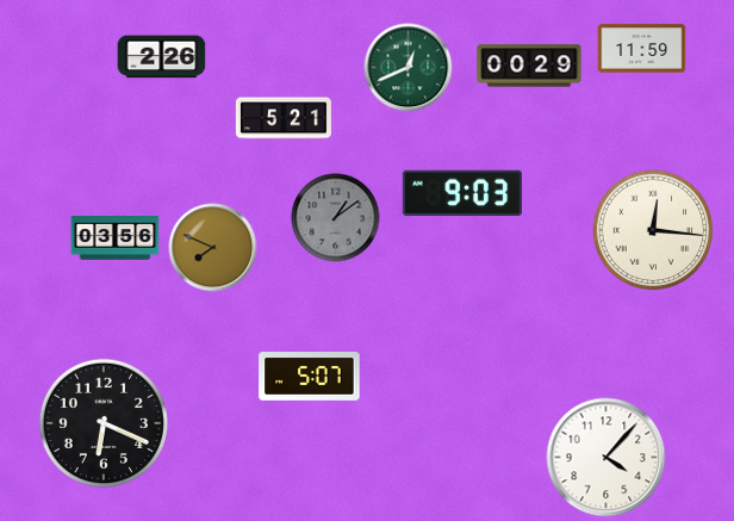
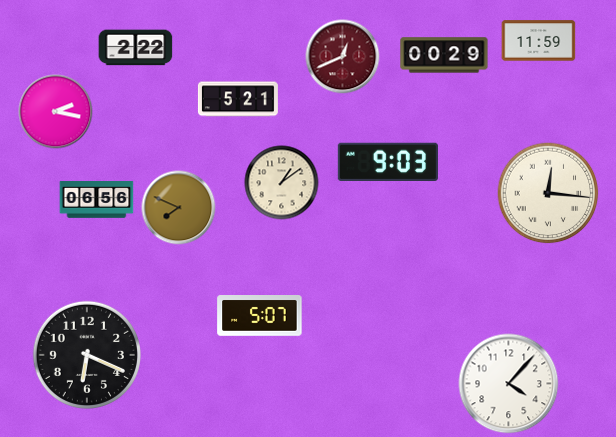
clock at (162, 57): 2:26 -> 2:22
clock at (409, 68) dial: green -> burgundy
clock at (56, 112): none -> 2:17
clock at (336, 218) dial: grey -> cream
clock at (116, 238): 03:56 -> 06:56
